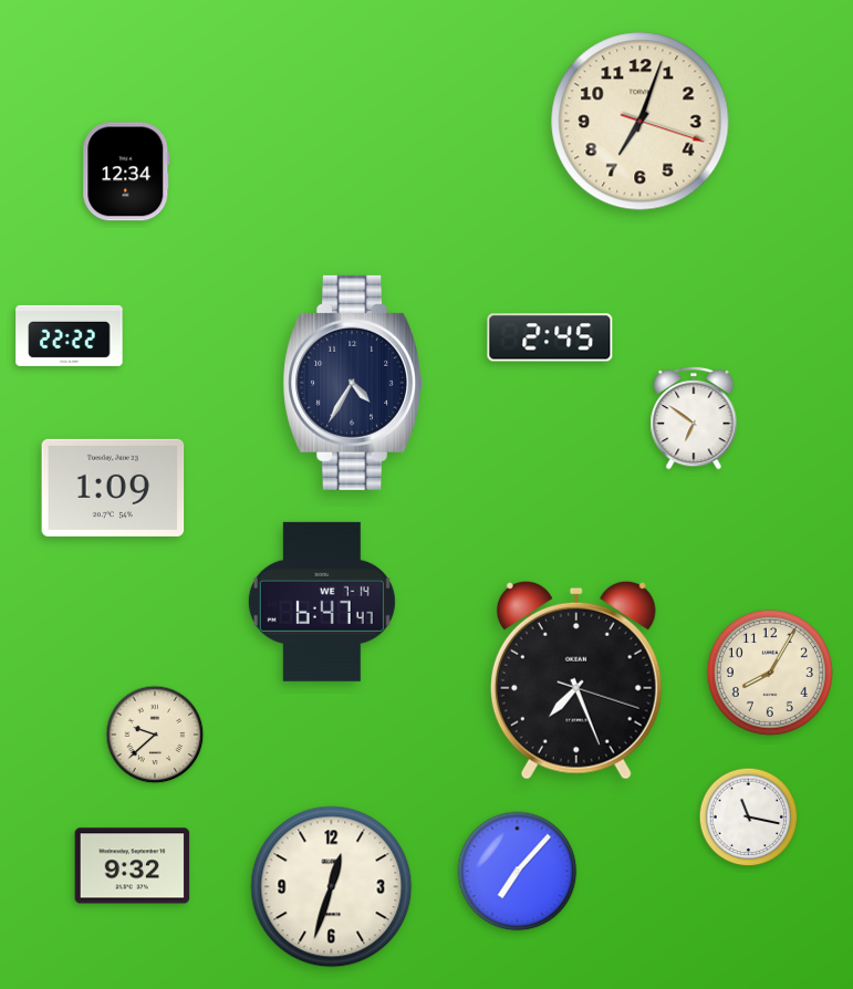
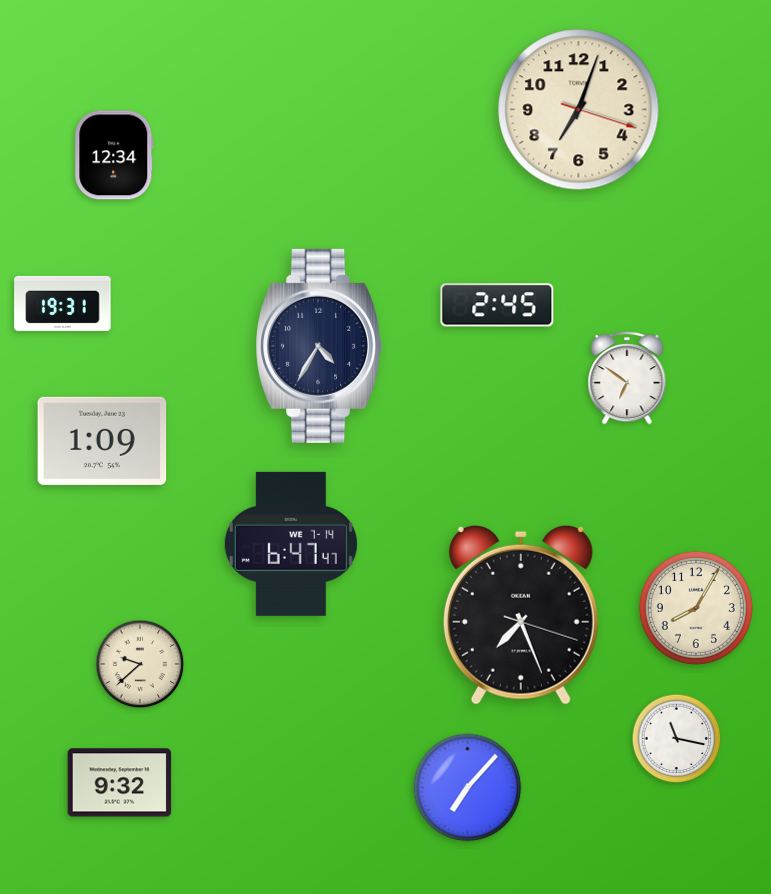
clock at (70, 335): 22:22 -> 19:31
clock at (332, 887): 12:33 -> none
